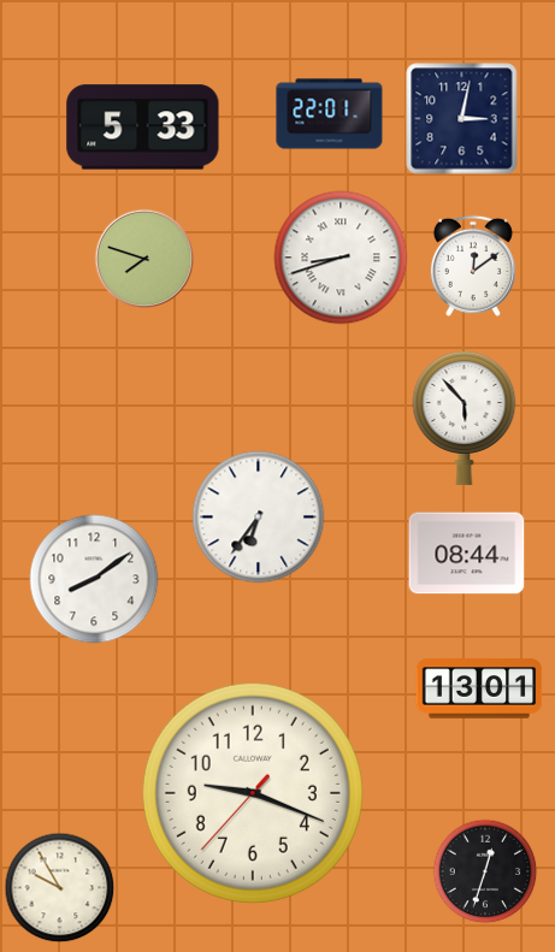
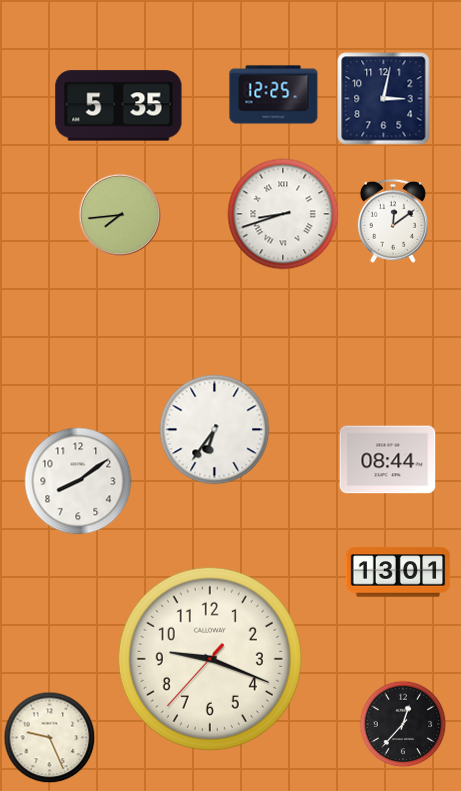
clock at (330, 114): 22:01 -> 12:25
clock at (143, 128): 5:33 -> 5:35
clock at (143, 258): 7:48 -> 7:44
clock at (465, 419): 5:53 -> none
clock at (485, 871): 12:33 -> 12:37
clock at (59, 887): 9:55 -> 9:26
